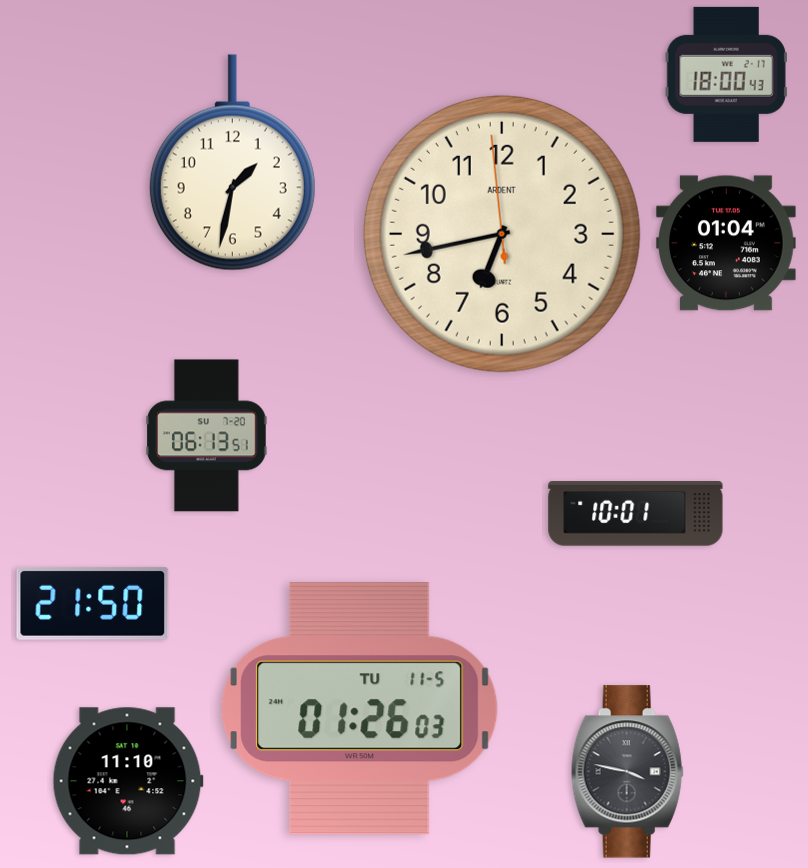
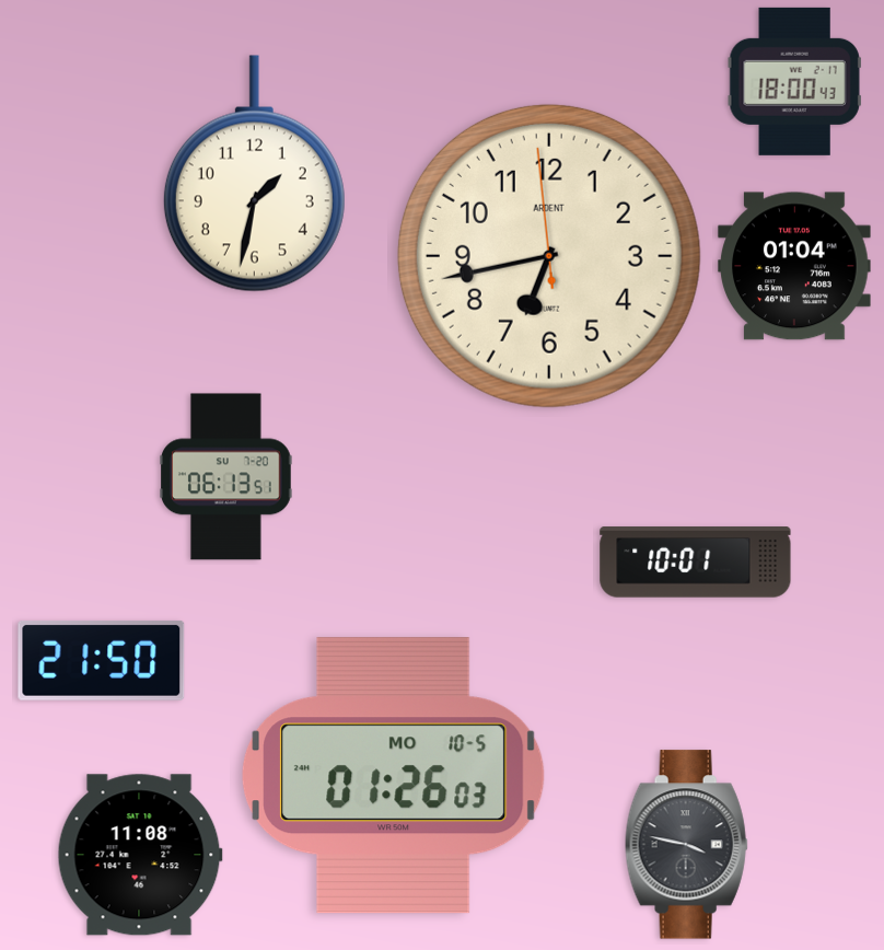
clock at (232, 163) position: (232, 163) -> (254, 174)
clock at (360, 709) date: TU 11-5 -> MO 10-5
clock at (128, 781): 11:10 -> 11:08
